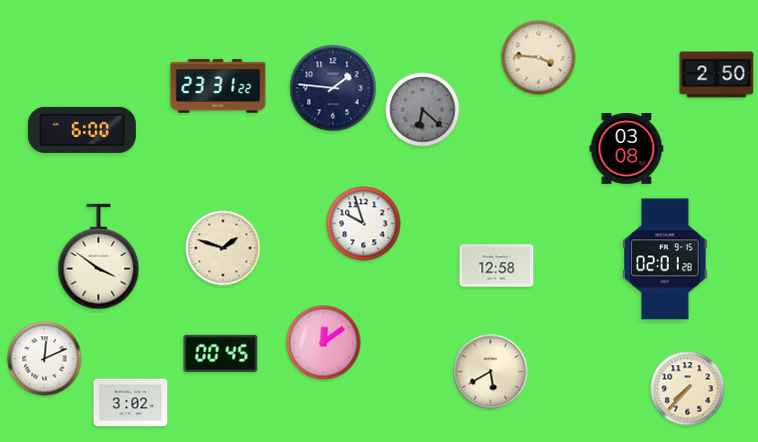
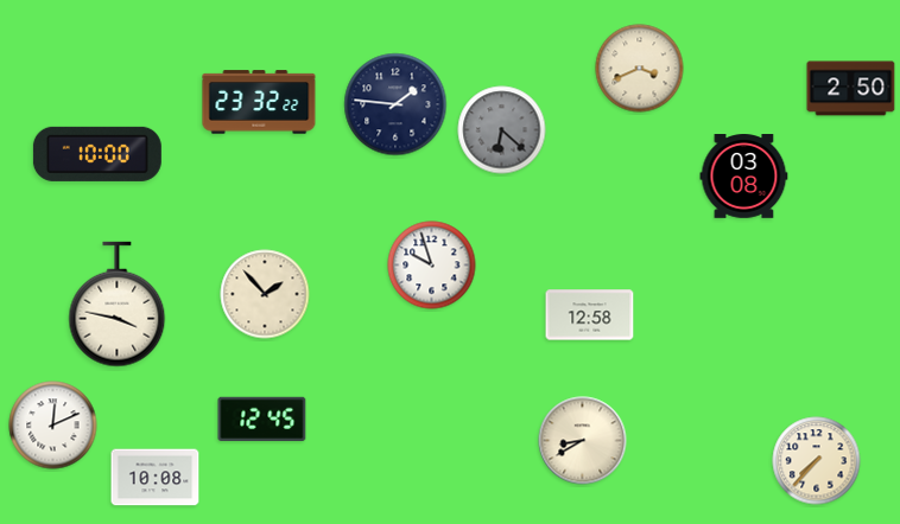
clock at (539, 58): 3:46 -> 3:41
clock at (218, 86): 23:31 -> 23:32
clock at (82, 130): 6:00 -> 10:00
clock at (223, 248): 1:48 -> 1:53
clock at (99, 257): 3:51 -> 3:47
clock at (665, 259): 02:01 -> none
clock at (324, 343): 12:09 -> none
clock at (221, 353): 00:45 -> 12:45
clock at (491, 372): 5:40 -> 8:40
clock at (131, 403): 3:02 -> 10:08
